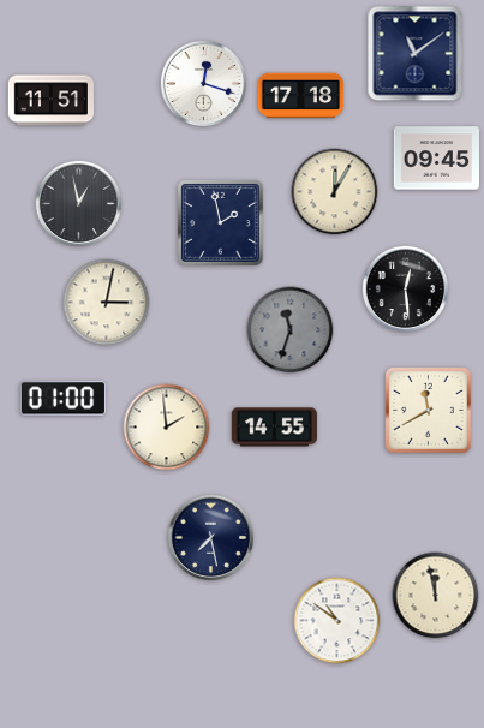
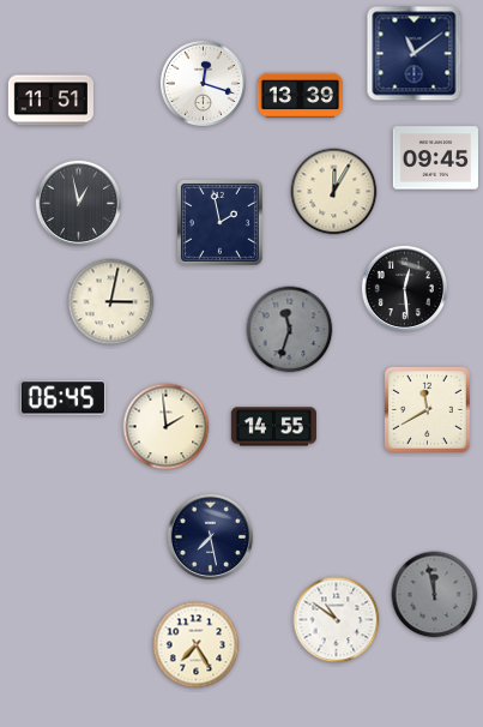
clock at (300, 96): 17:18 -> 13:39
clock at (107, 303) position: (107, 303) -> (111, 302)
clock at (62, 399): 01:00 -> 06:45
clock at (436, 596) dial: cream -> grey
clock at (197, 645): none -> 7:25
